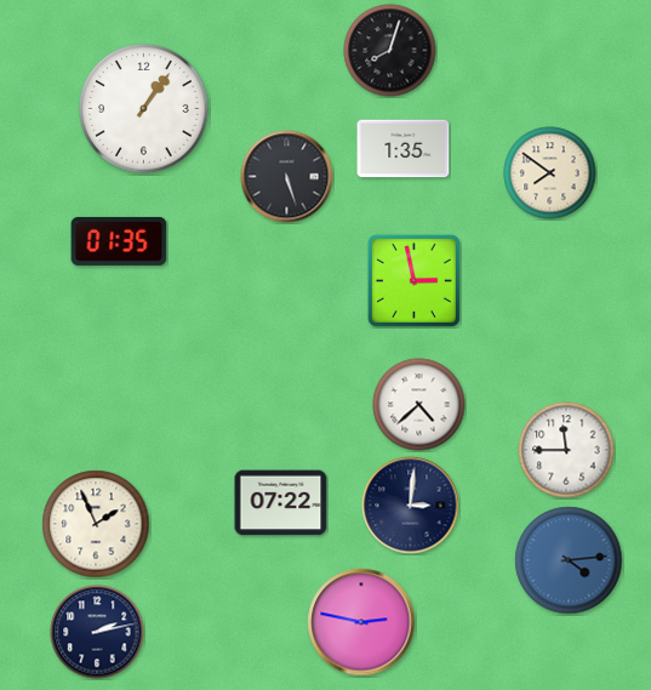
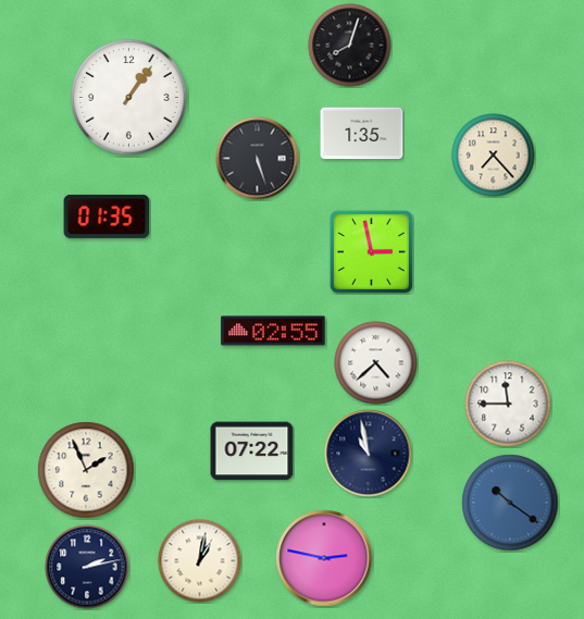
clock at (550, 173): 7:51 -> 7:23
clock at (273, 331): none -> 02:55
clock at (411, 506): 3:01 -> 10:58
clock at (569, 560): 4:14 -> 10:21
clock at (200, 561): none -> 1:02
